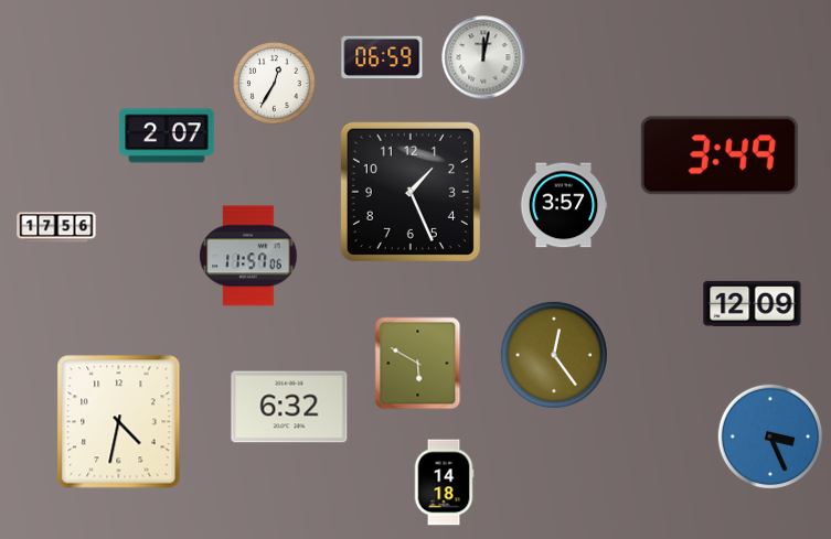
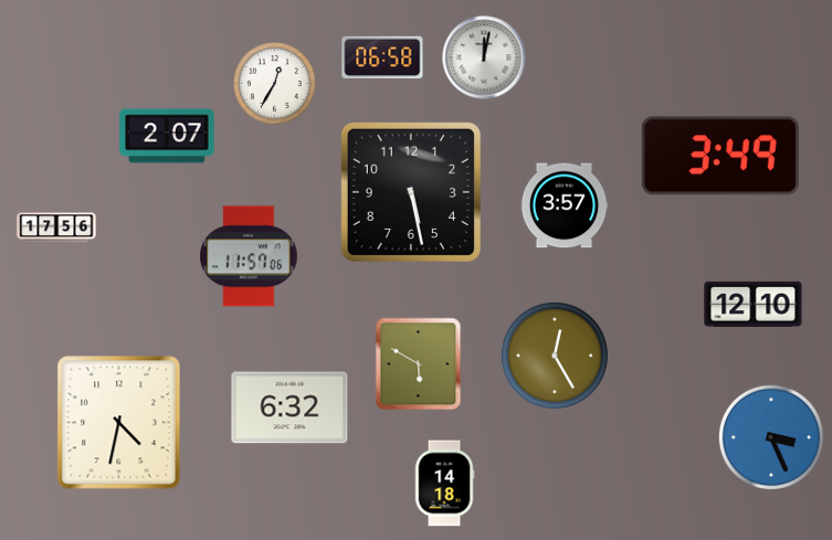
clock at (382, 57): 06:59 -> 06:58
clock at (411, 192): 1:26 -> 5:28
clock at (753, 303): 12:09 -> 12:10
clock at (554, 355): 12:24 -> 12:25
